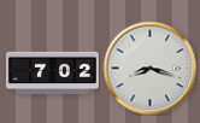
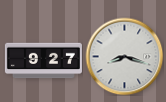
clock at (52, 74): 7:02 -> 9:27
